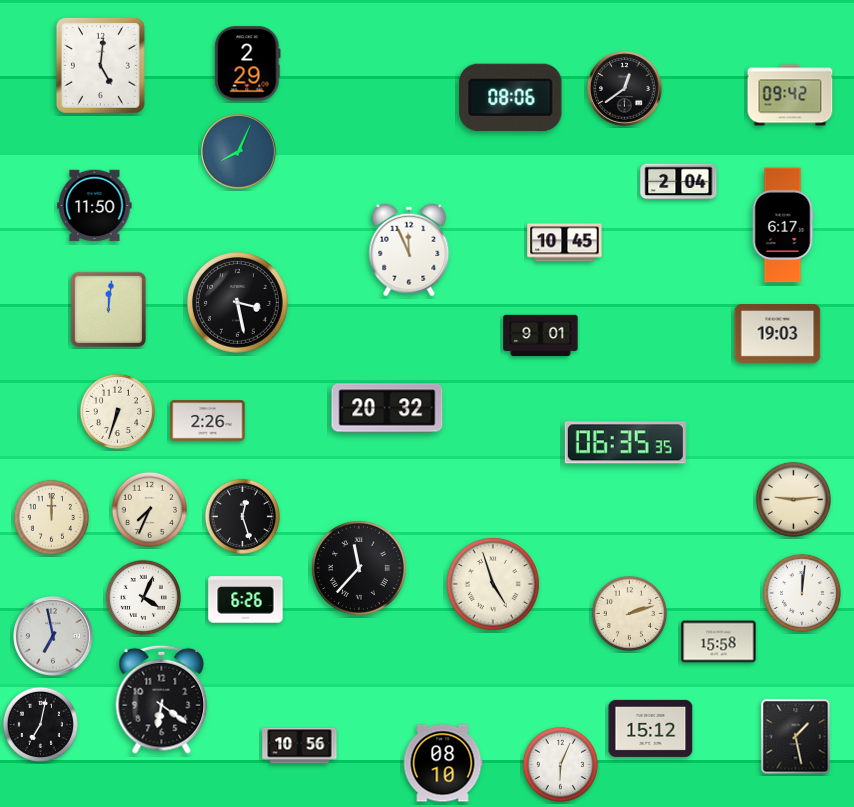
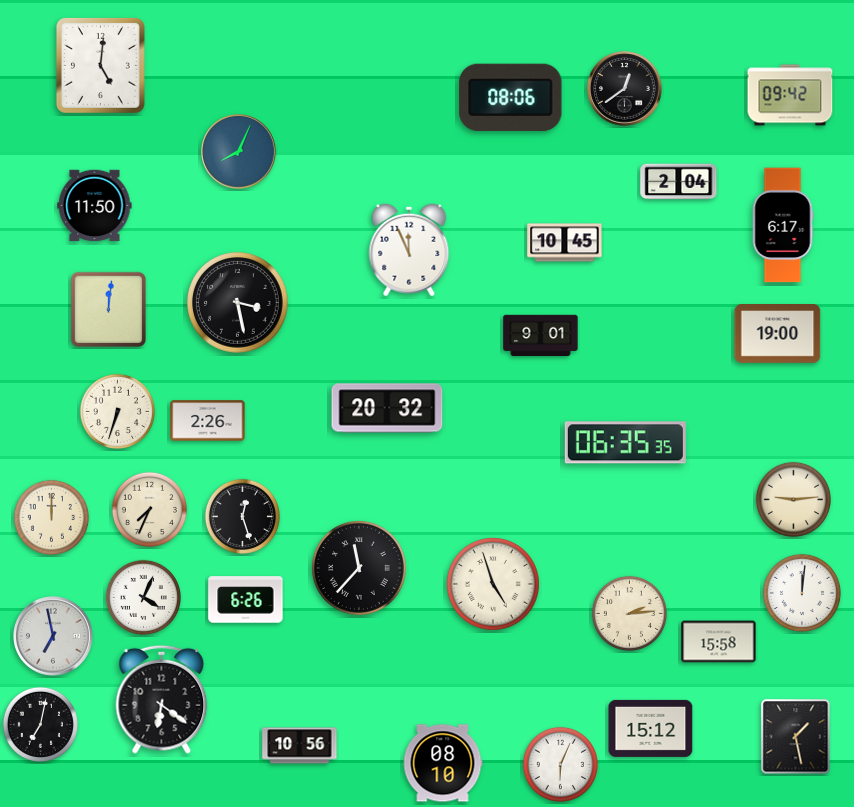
clock at (248, 64): 2:29 -> none
clock at (778, 334): 19:03 -> 19:00
clock at (629, 613): 2:12 -> 2:14
